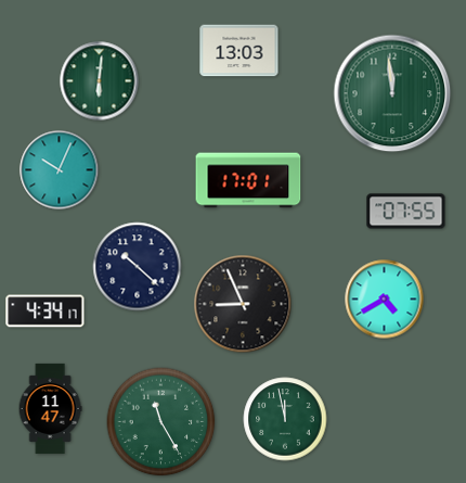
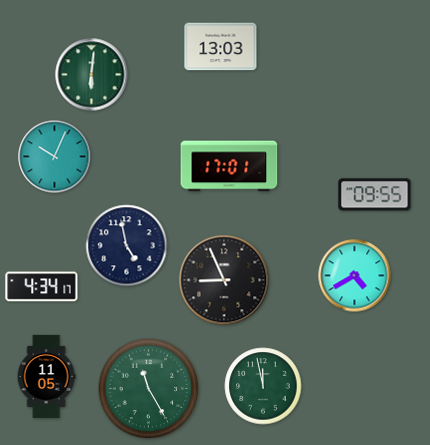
clock at (392, 93): 11:59 -> none
clock at (406, 212): 07:55 -> 09:55
clock at (138, 267): 10:22 -> 4:58
clock at (50, 408): 11:47 -> 11:05
